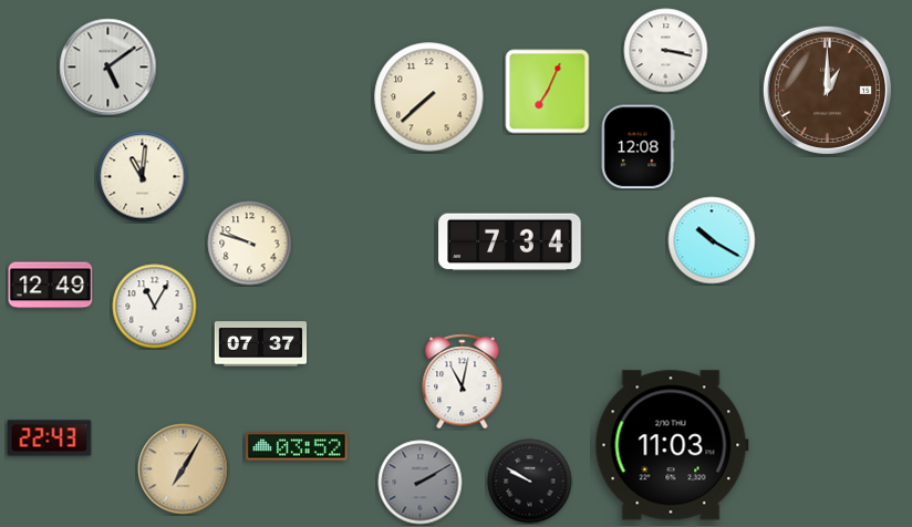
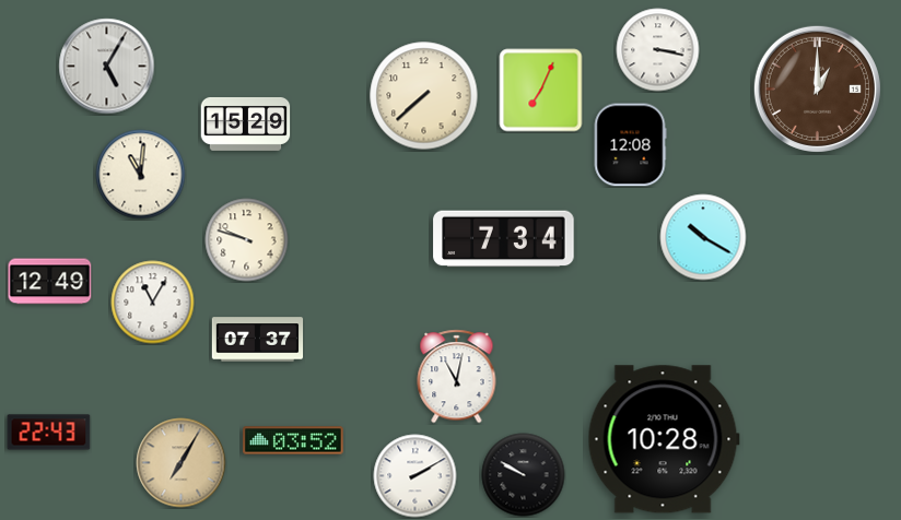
clock at (108, 68): 5:09 -> 5:05
clock at (246, 123): none -> 15:29
clock at (672, 445): 11:03 -> 10:28
clock at (421, 483) dial: grey -> white
